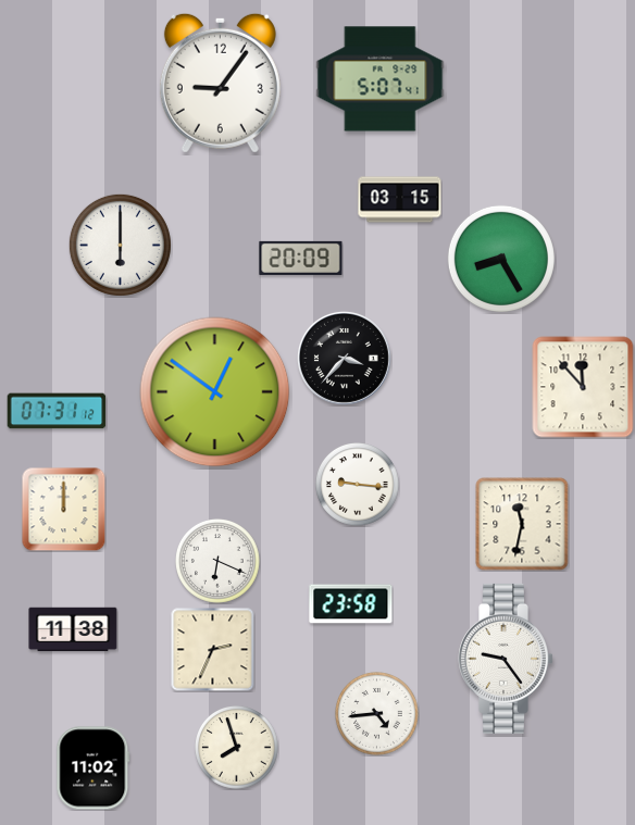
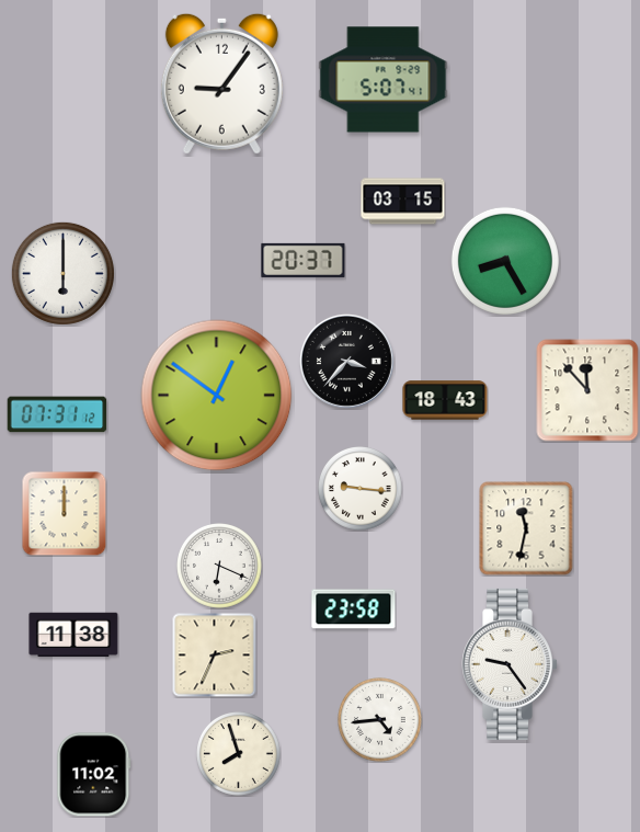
clock at (120, 245) position: (120, 245) -> (62, 273)
clock at (301, 258): 20:09 -> 20:37
clock at (445, 400): none -> 18:43
